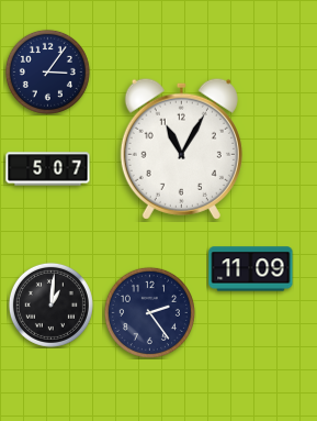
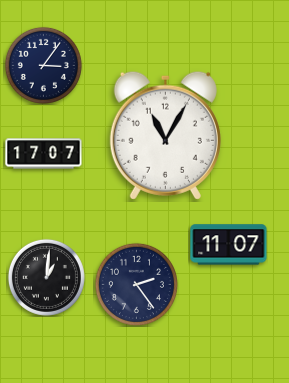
clock at (48, 169): 5:07 -> 17:07
clock at (251, 269): 11:09 -> 11:07
